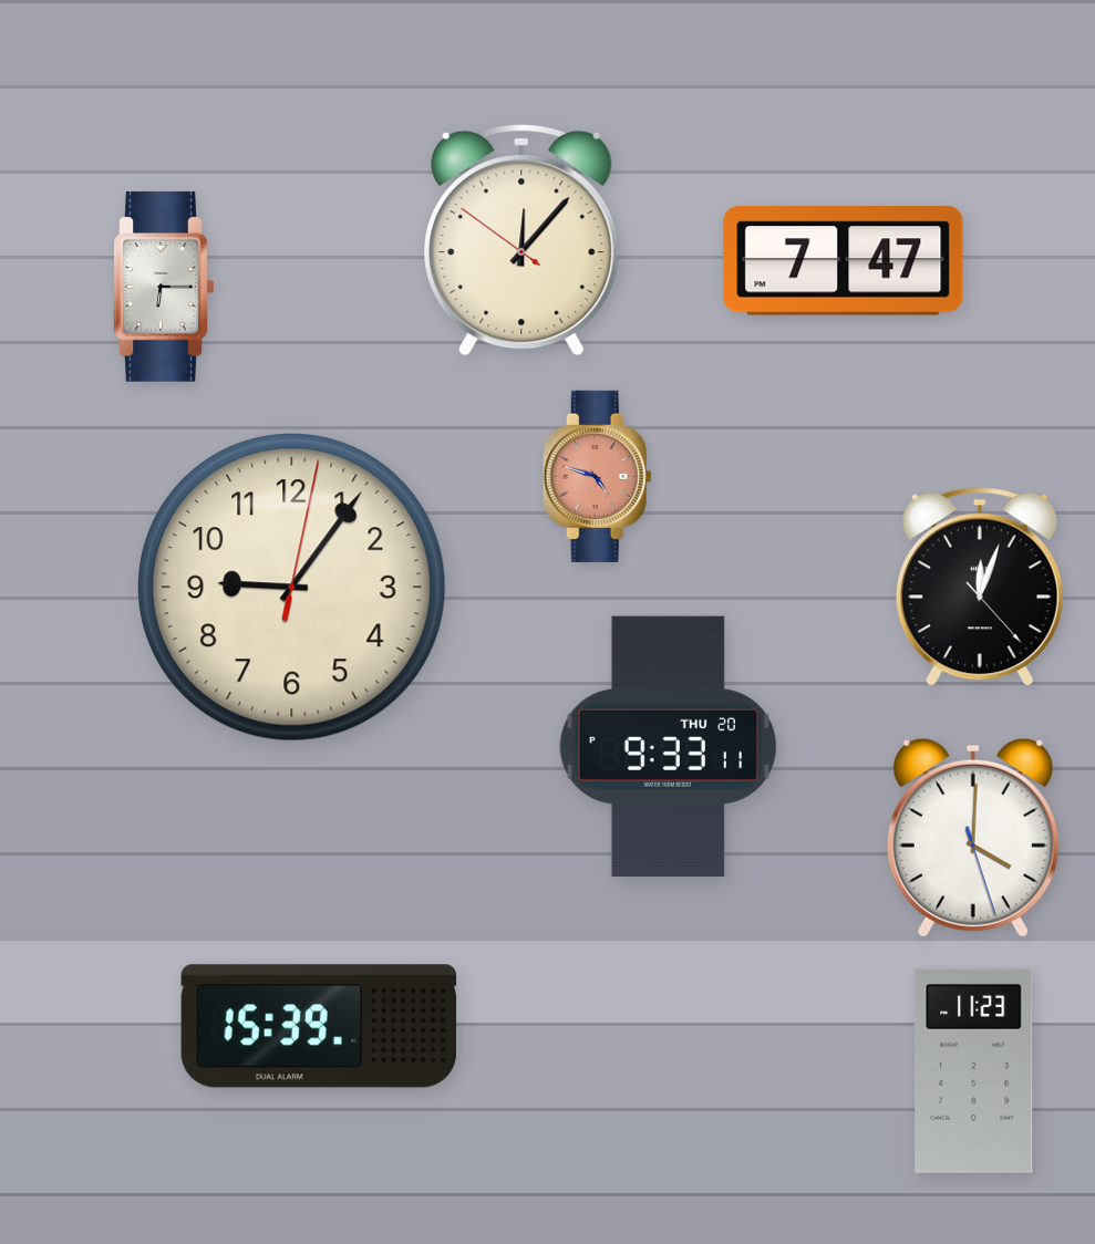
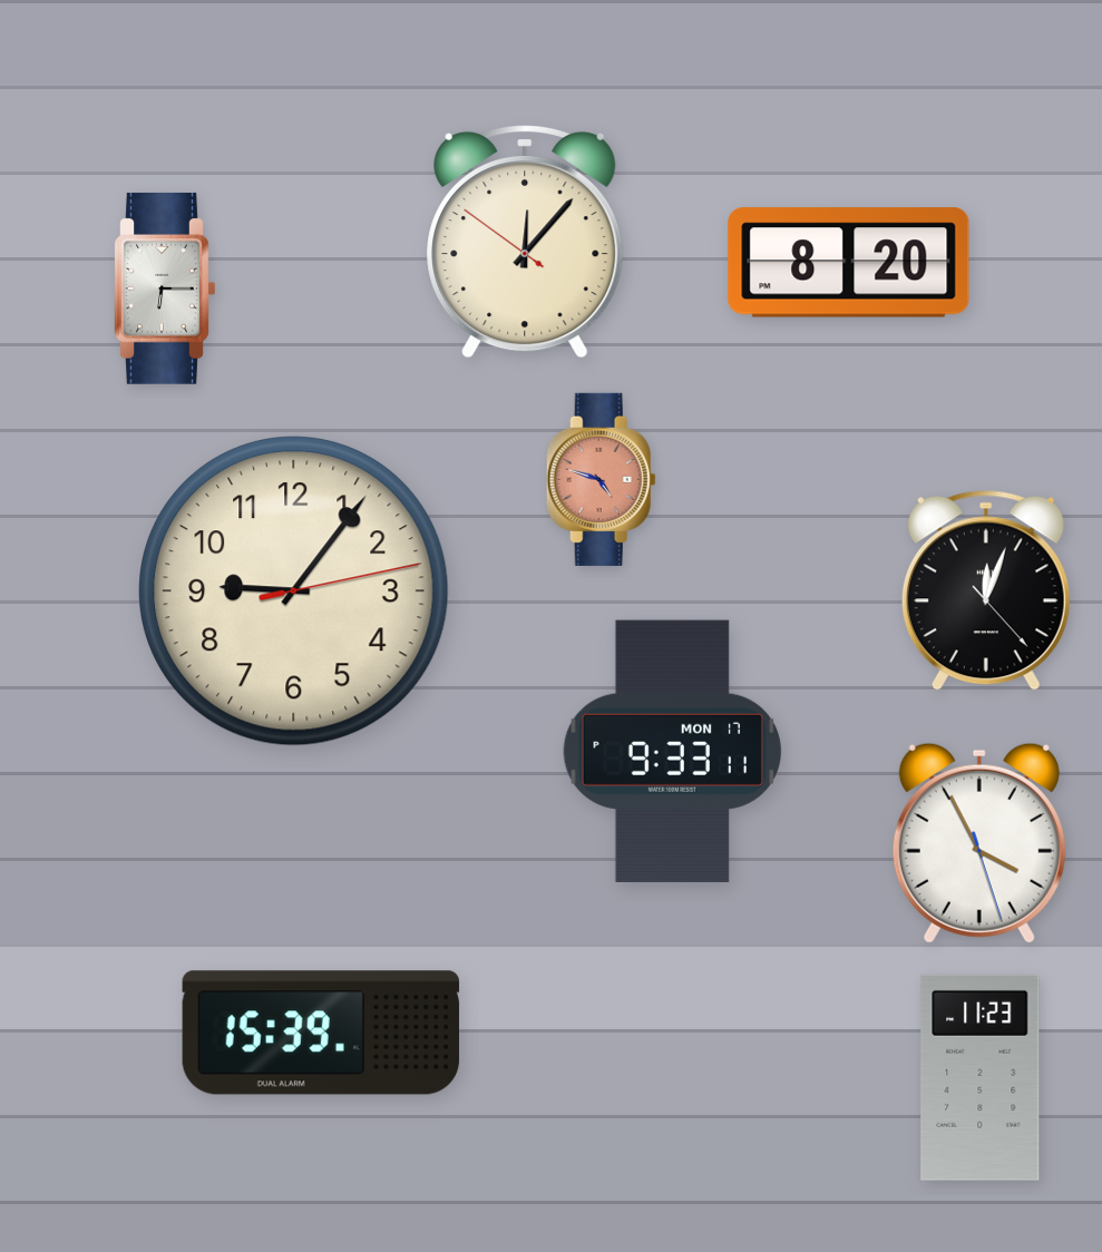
clock at (844, 261): 7:47 -> 8:20
clock at (292, 588): 9:06:02 -> 9:06:13
clock at (668, 746) date: THU 20 -> MON 17
clock at (973, 838): 4:00 -> 3:55
